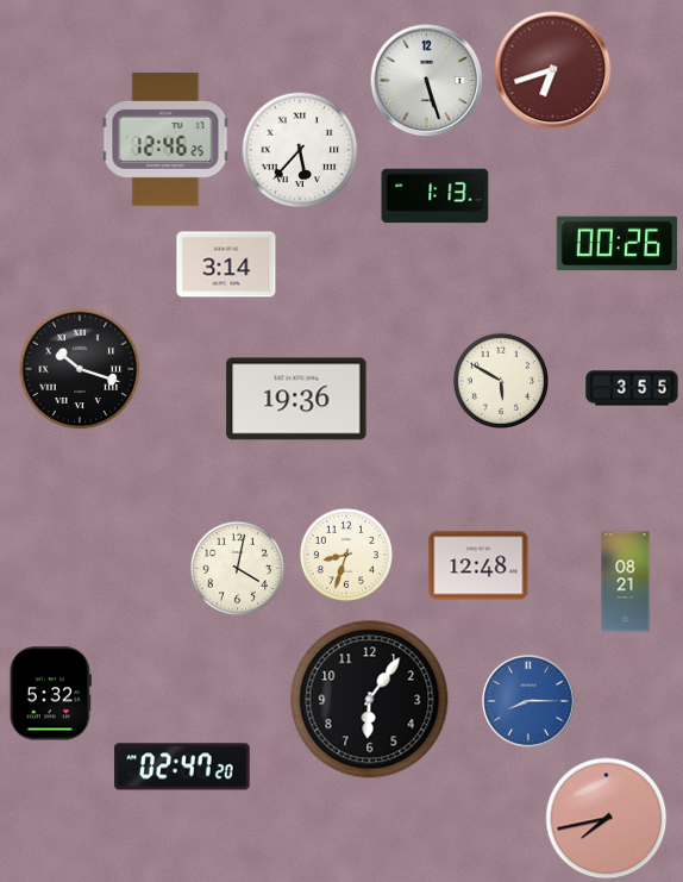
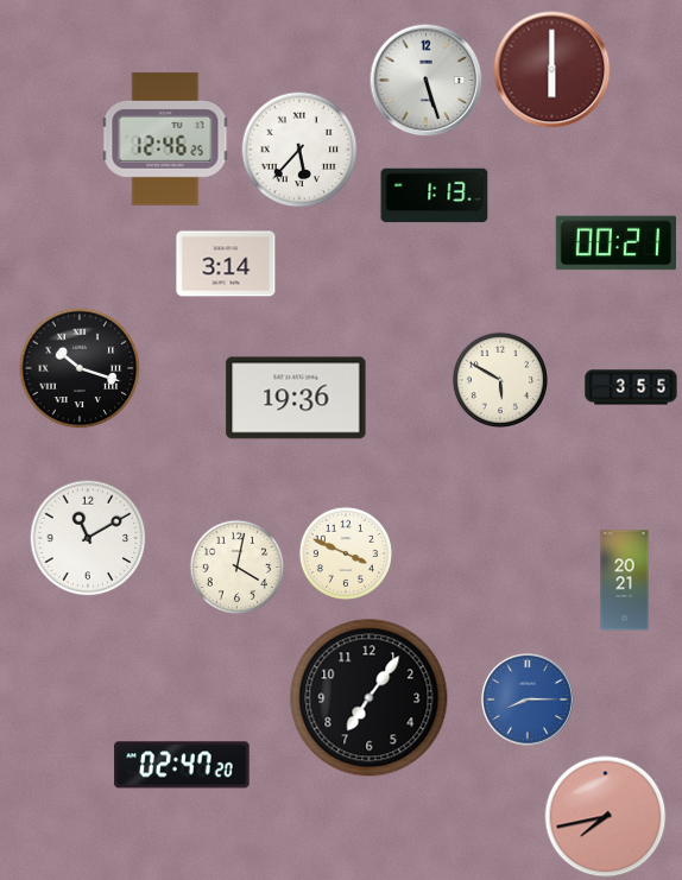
clock at (553, 70): 6:42 -> 6:00
clock at (616, 244): 00:26 -> 00:21
clock at (88, 538): none -> 11:10
clock at (345, 553): 8:33 -> 3:49
clock at (478, 565): 12:48 -> none
clock at (626, 582): 08:21 -> 20:21
clock at (50, 694): 5:32 -> none
clock at (370, 700): 6:06 -> 7:06
